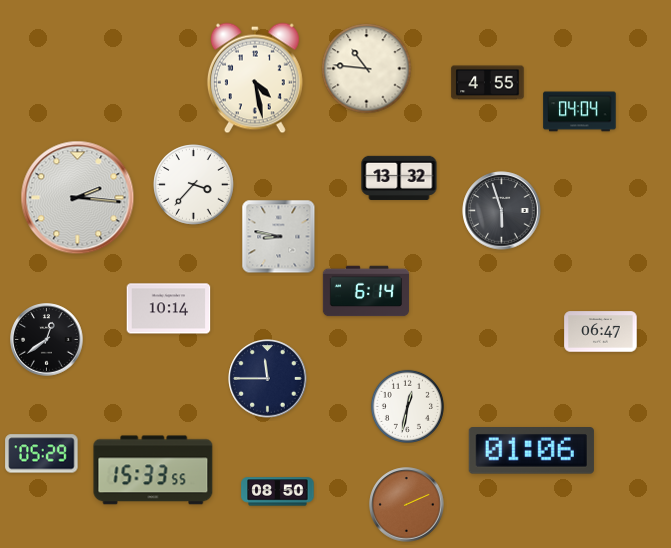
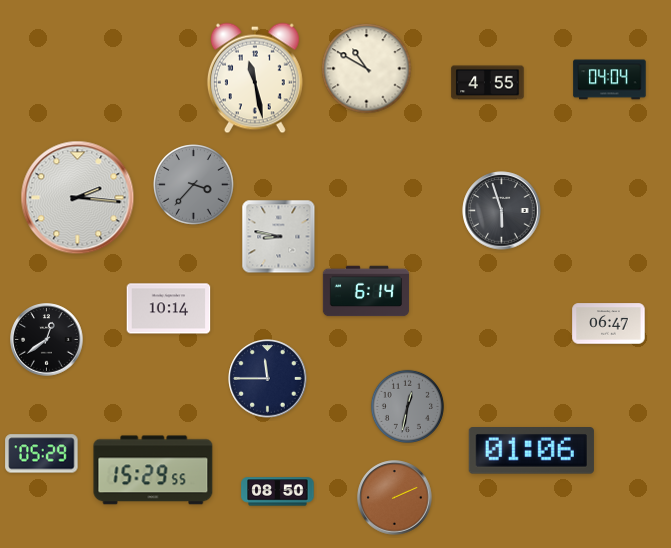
clock at (367, 69): 10:46 -> 10:50
clock at (255, 78): 4:28 -> 11:28
clock at (580, 112) position: (580, 112) -> (610, 80)
clock at (399, 178): 13:32 -> none
clock at (194, 185) dial: white -> grey
clock at (601, 332) position: (601, 332) -> (609, 324)
clock at (407, 406) dial: white -> grey
clock at (153, 470): 15:33 -> 15:29
clock at (407, 505) position: (407, 505) -> (395, 498)
